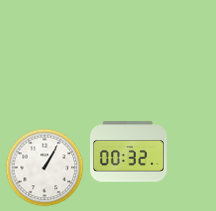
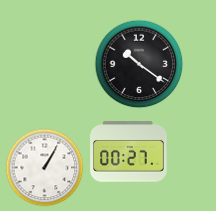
clock at (139, 64): none -> 10:21
clock at (129, 152): 00:32 -> 00:27
